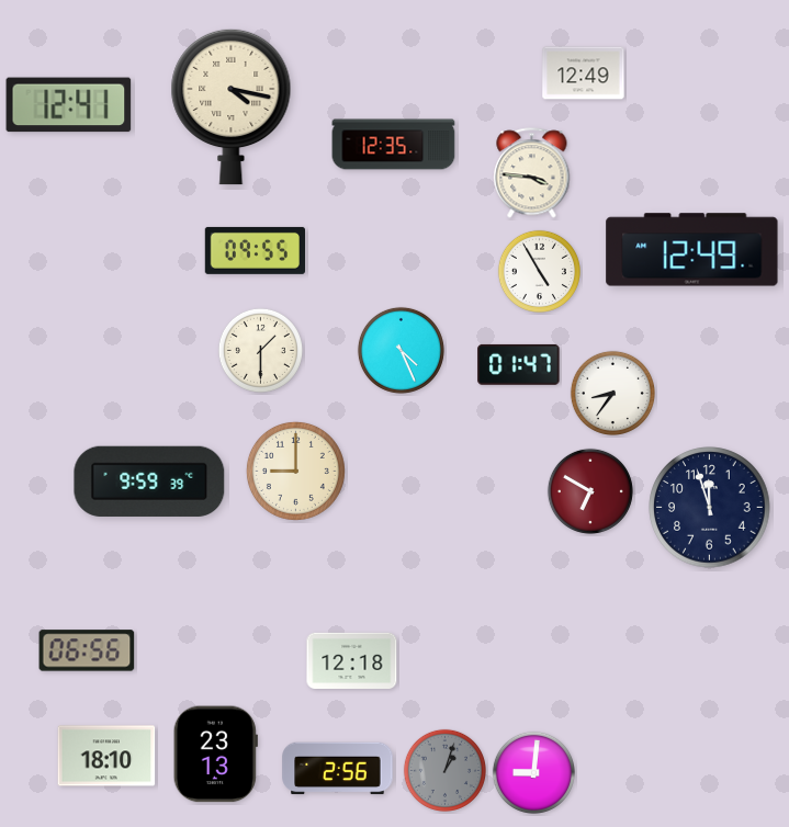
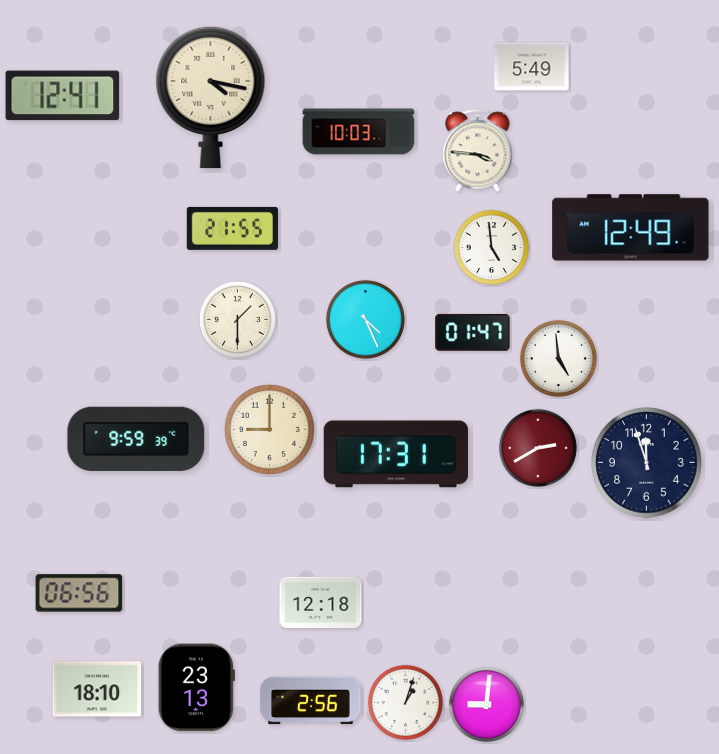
clock at (584, 73): 12:49 -> 5:49
clock at (394, 145): 12:35 -> 10:03
clock at (532, 173) position: (532, 173) -> (478, 151)
clock at (255, 250): 09:55 -> 21:55
clock at (539, 271): 4:55 -> 4:59
clock at (612, 393): 8:36 -> 4:59
clock at (590, 491): 6:50 -> 2:40
clock at (395, 454): none -> 17:31
clock at (338, 769) position: (338, 769) -> (311, 701)
clock at (444, 770) dial: grey -> white
